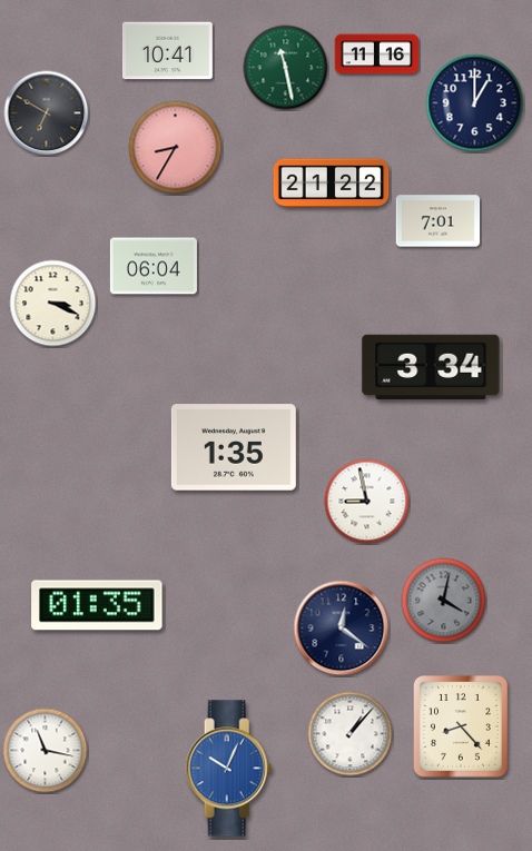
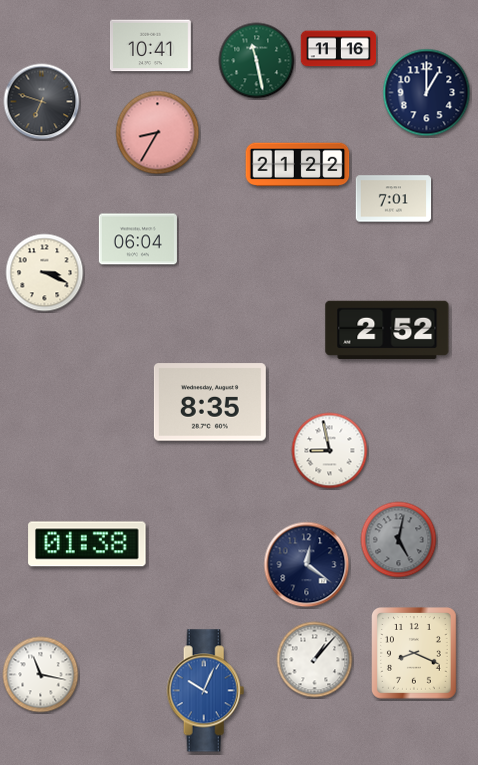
clock at (47, 113): 6:50 -> 6:48
clock at (53, 304) position: (53, 304) -> (45, 273)
clock at (431, 367): 3:34 -> 2:52
clock at (234, 447): 1:35 -> 8:35
clock at (444, 601): 4:02 -> 5:02
clock at (97, 605): 01:35 -> 01:38
clock at (462, 728): 8:23 -> 8:19
